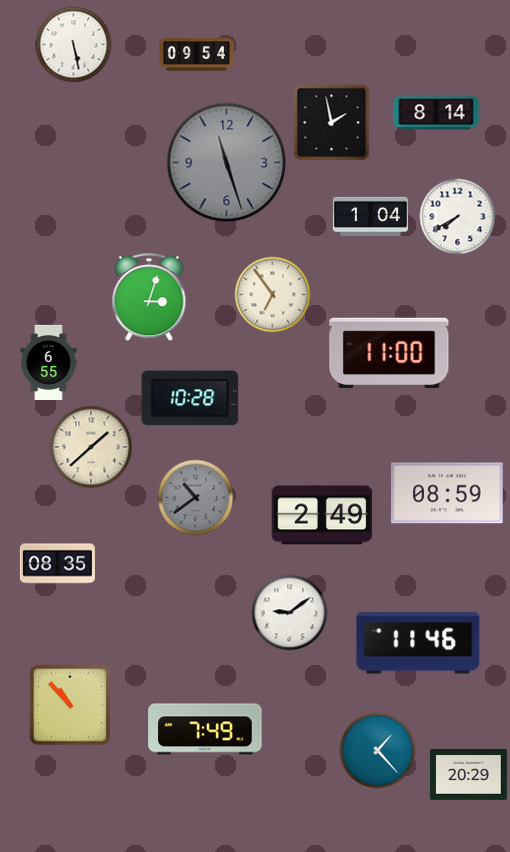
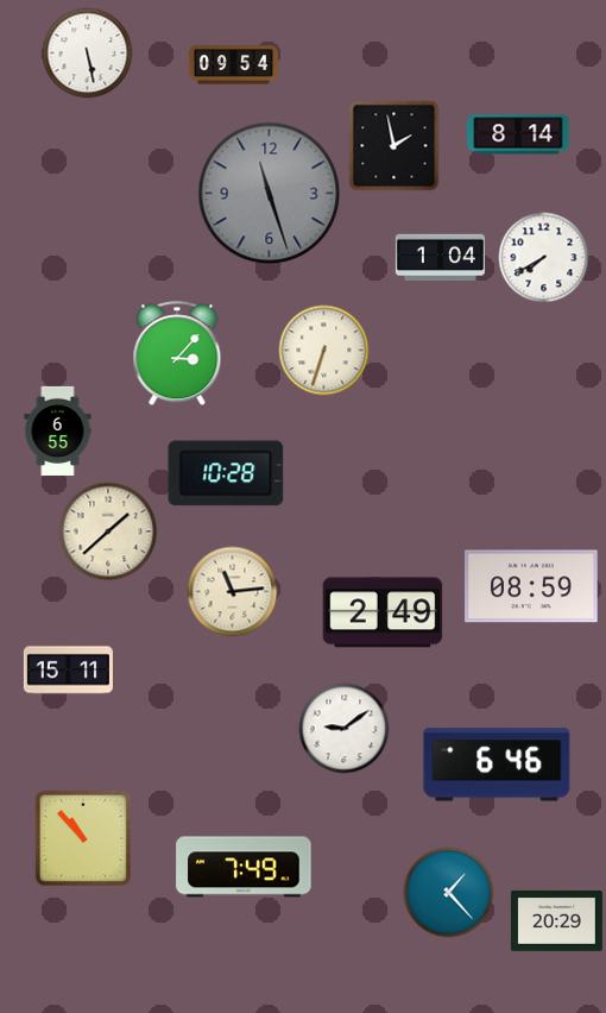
clock at (273, 295): 6:54 -> 6:33
clock at (149, 298): 3:03 -> 3:07
clock at (389, 353): 11:00 -> none
clock at (196, 498): 10:39 -> 11:14
clock at (196, 498) dial: grey -> cream
clock at (57, 564): 08:35 -> 15:11
clock at (418, 643): 11:46 -> 6:46
